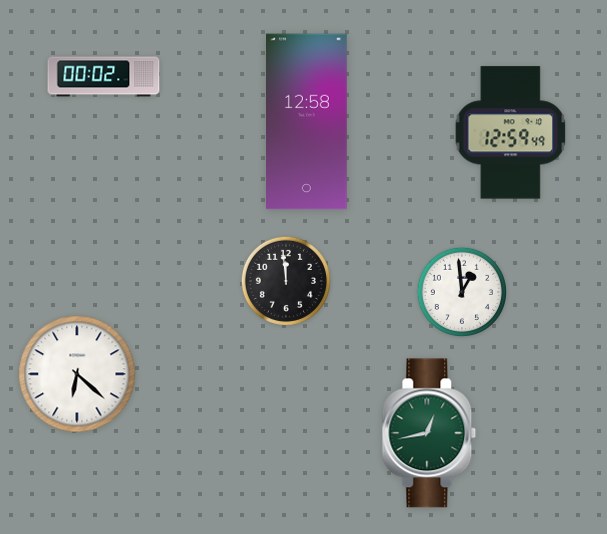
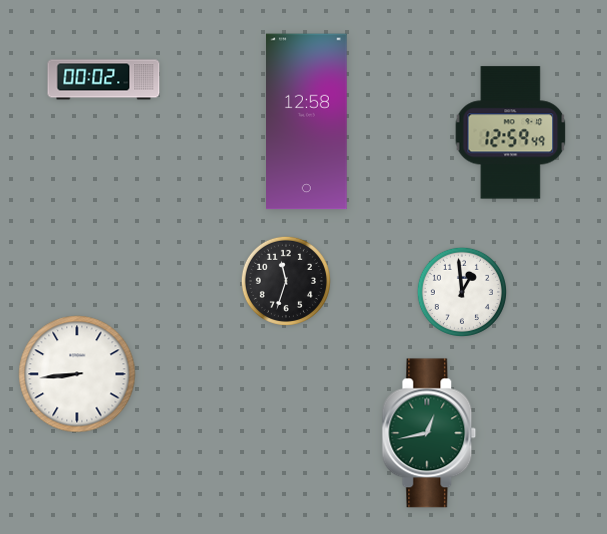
clock at (104, 77) position: (104, 77) -> (104, 80)
clock at (286, 281): 11:59 -> 11:33
clock at (77, 374): 6:22 -> 8:44
